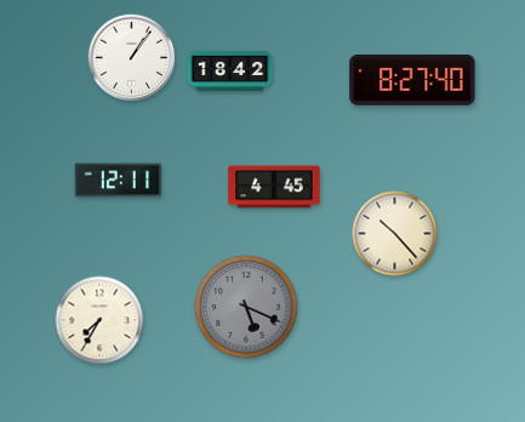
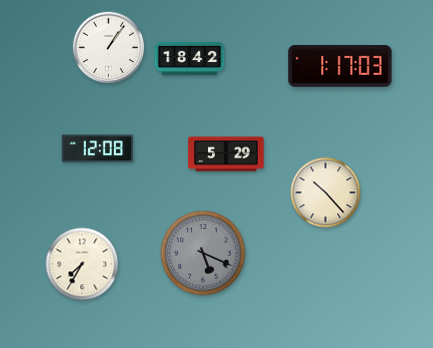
clock at (412, 81): 8:27 -> 1:17
clock at (119, 181): 12:11 -> 12:08
clock at (274, 187): 4:45 -> 5:29
